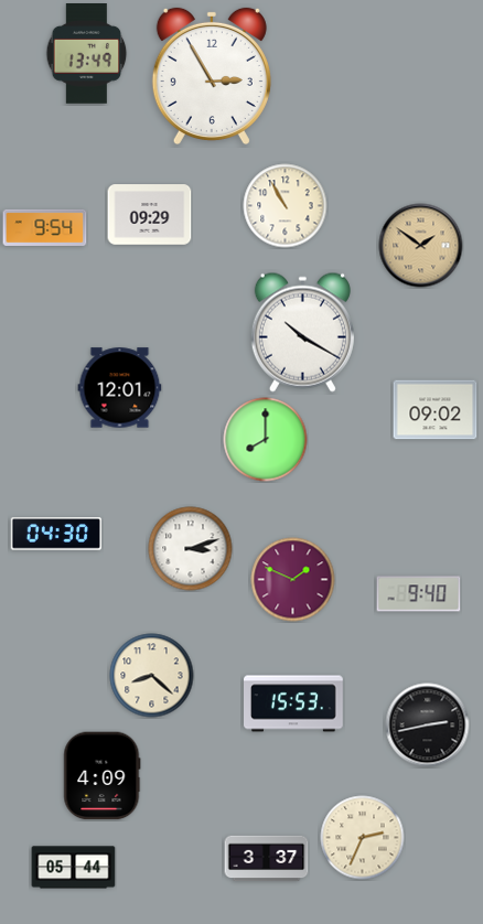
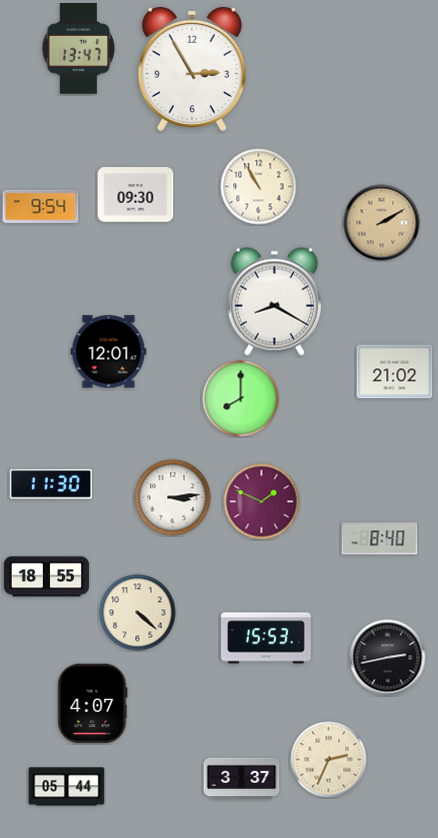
clock at (87, 54): 13:49 -> 13:47
clock at (150, 215): 09:29 -> 09:30
clock at (421, 246): 1:51 -> 2:10
clock at (302, 332): 10:20 -> 8:20
clock at (436, 410): 09:02 -> 21:02
clock at (55, 534): 04:30 -> 11:30
clock at (191, 549): 3:12 -> 3:14
clock at (293, 580) position: (293, 580) -> (262, 502)
clock at (419, 594): 9:40 -> 8:40
clock at (46, 577): none -> 18:55
clock at (152, 676): 8:22 -> 4:22
clock at (103, 776): 4:09 -> 4:07
